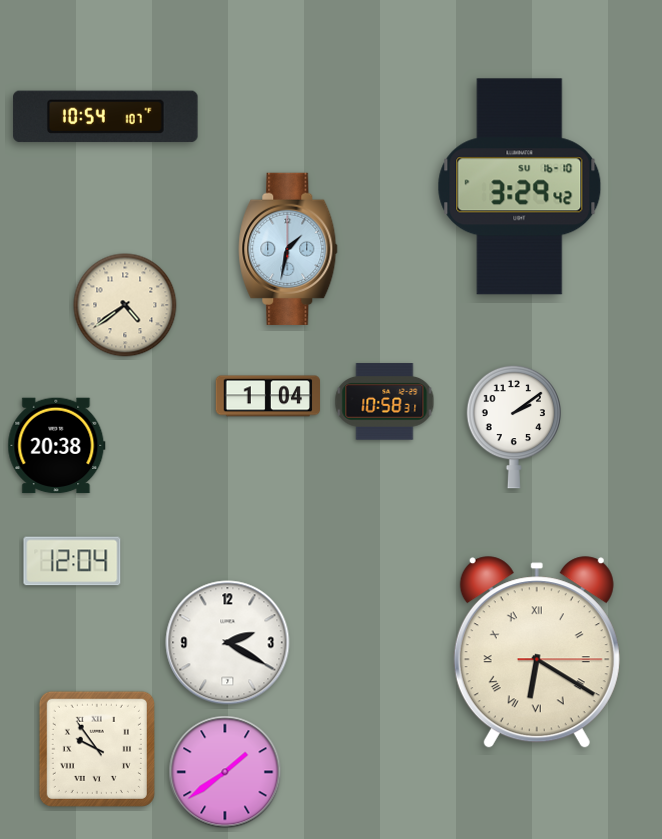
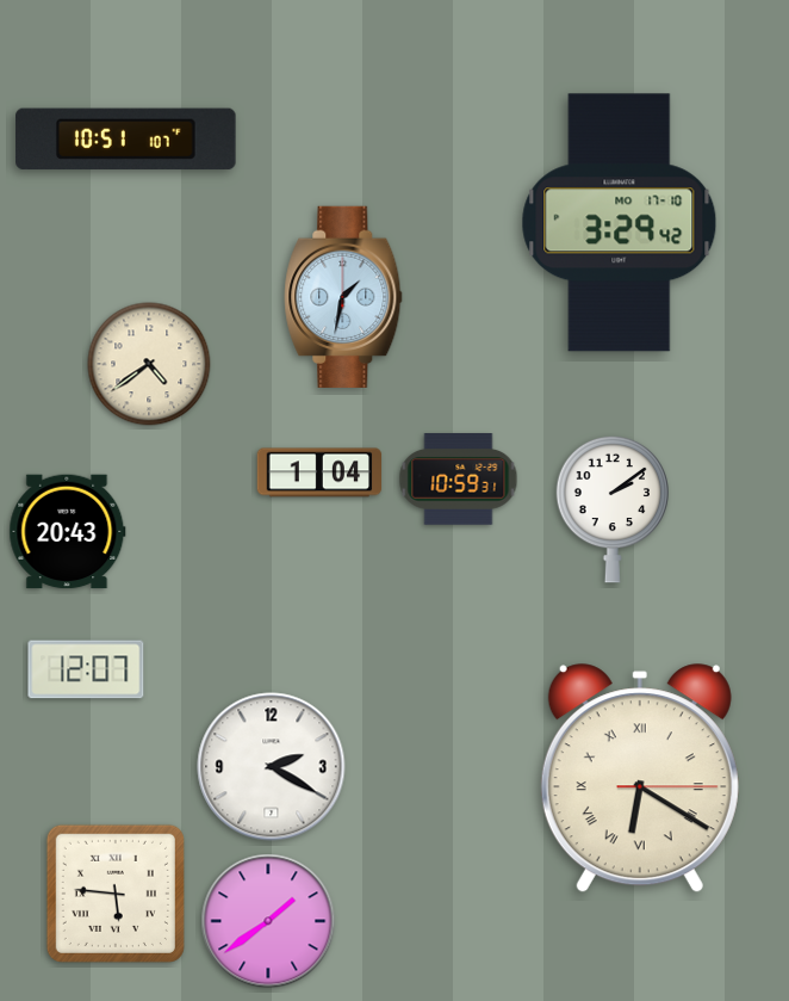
clock at (106, 117): 10:54 -> 10:51
clock at (520, 187) date: SU 16-10 -> MO 17-10
clock at (385, 402): 10:58 -> 10:59
clock at (57, 446): 20:38 -> 20:43
clock at (72, 561): 12:04 -> 12:07
clock at (97, 749): 9:54 -> 5:46
